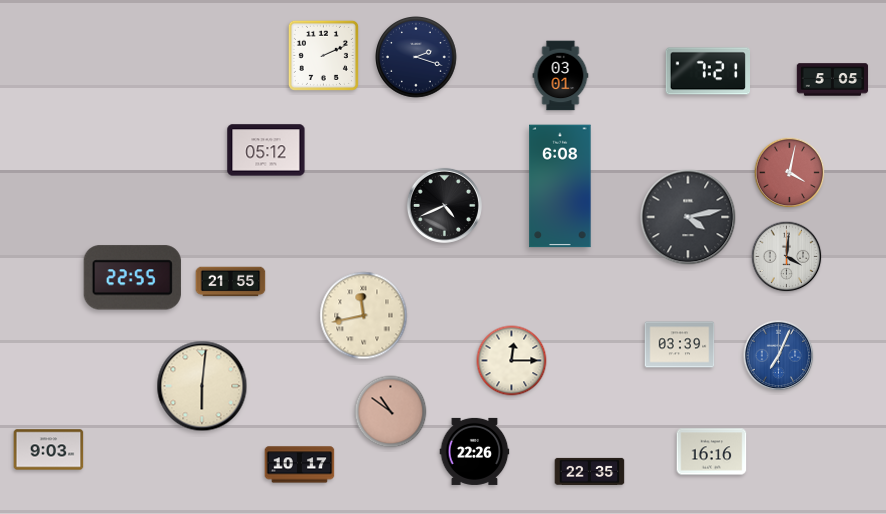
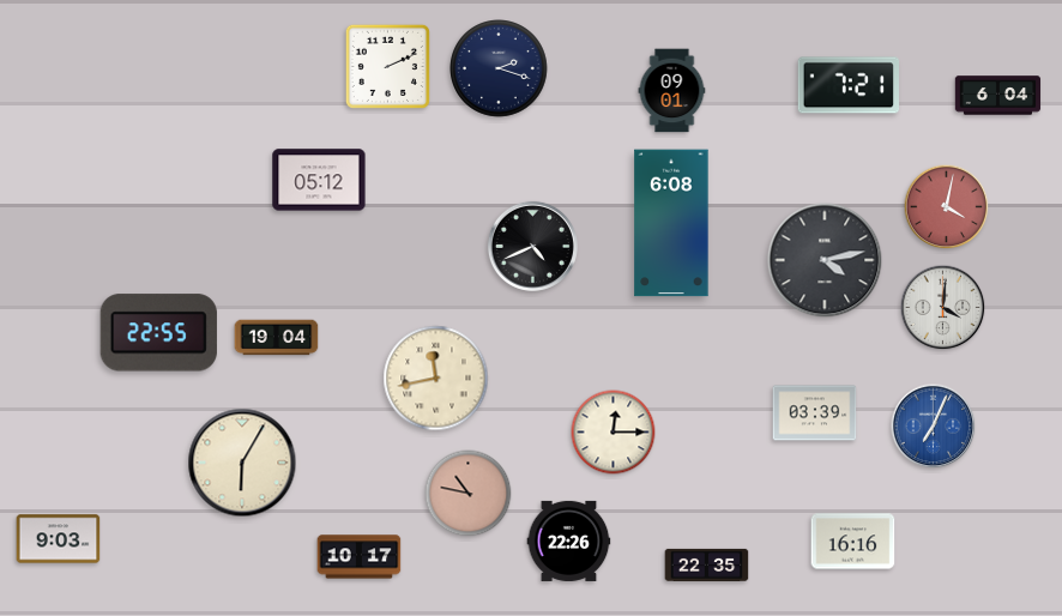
clock at (561, 76): 03:01 -> 09:01
clock at (833, 80): 5:05 -> 6:04
clock at (231, 282): 21:55 -> 19:04
clock at (202, 386): 6:01 -> 6:05
clock at (391, 412): 10:51 -> 10:47
